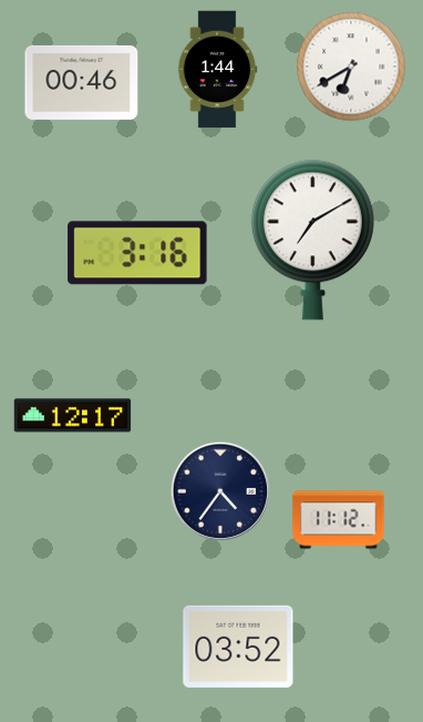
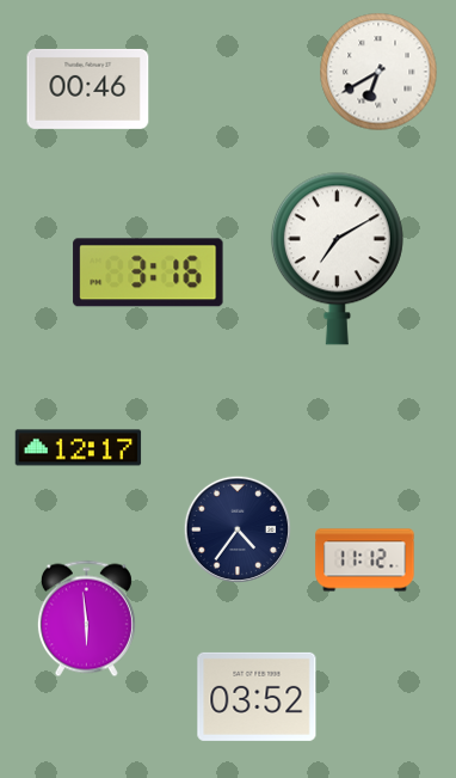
clock at (217, 70): 1:44 -> none
clock at (86, 619): none -> 5:59
